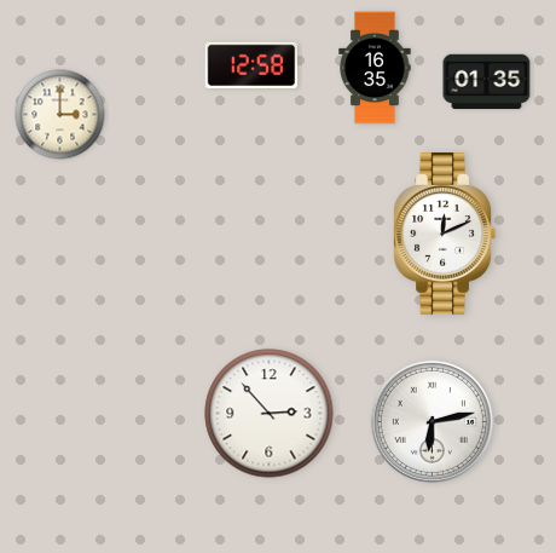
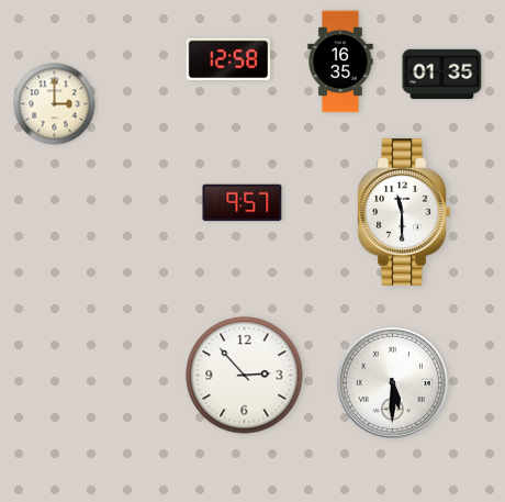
clock at (243, 203): none -> 9:57
clock at (445, 235): 12:11 -> 11:30
clock at (432, 421): 6:13 -> 5:30
